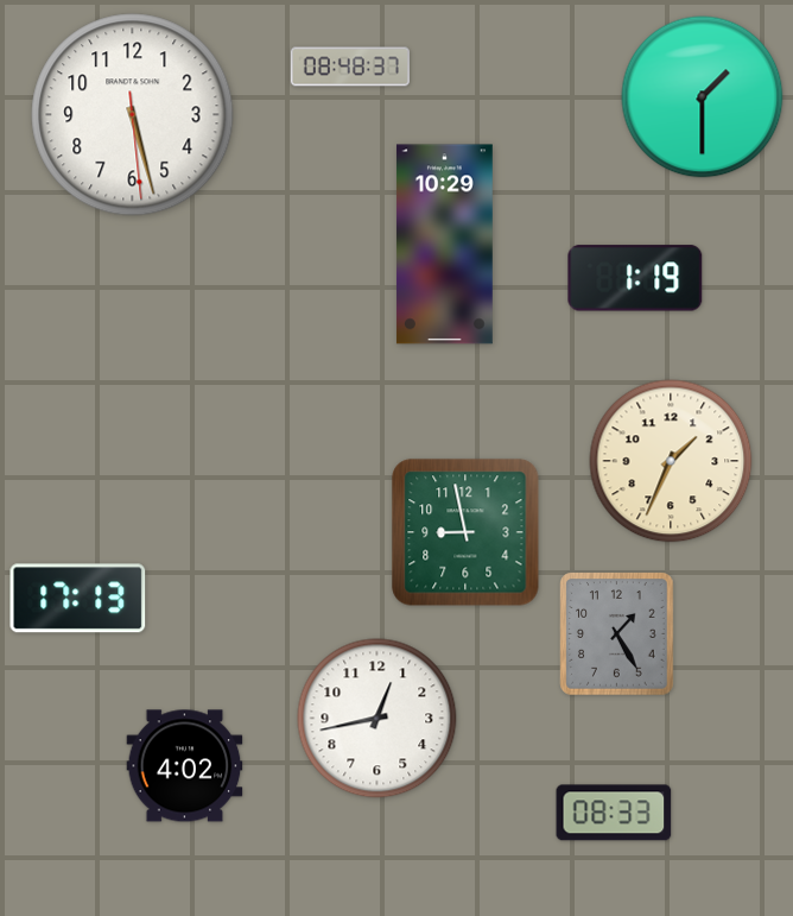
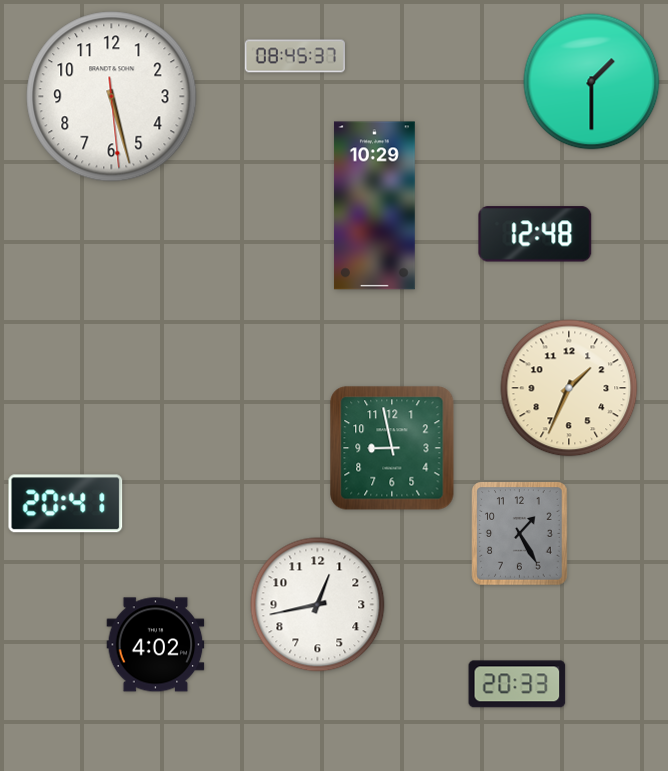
clock at (350, 67): 08:48 -> 08:45
clock at (635, 278): 1:19 -> 12:48
clock at (671, 461) position: (671, 461) -> (569, 388)
clock at (78, 599): 17:13 -> 20:41
clock at (614, 813): 08:33 -> 20:33
